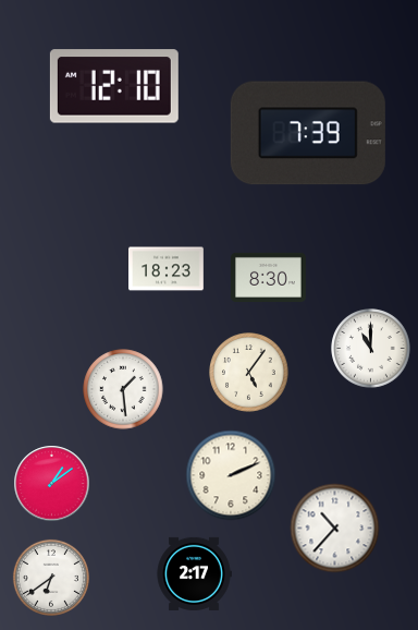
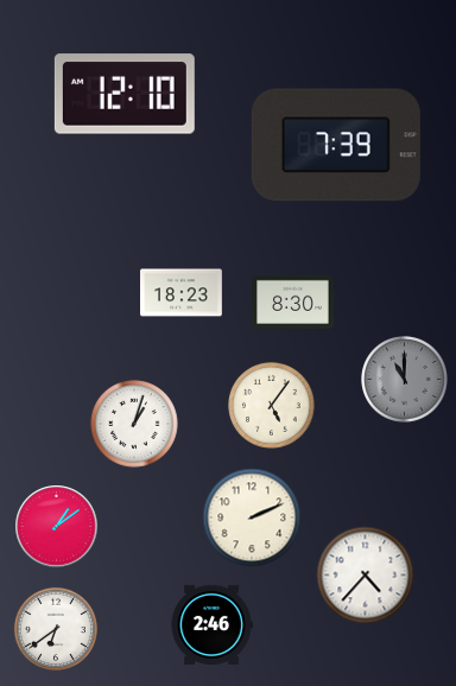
clock at (371, 349) dial: white -> grey
clock at (123, 389): 1:29 -> 1:03
clock at (335, 529): 10:37 -> 4:37
clock at (194, 573): 2:17 -> 2:46
